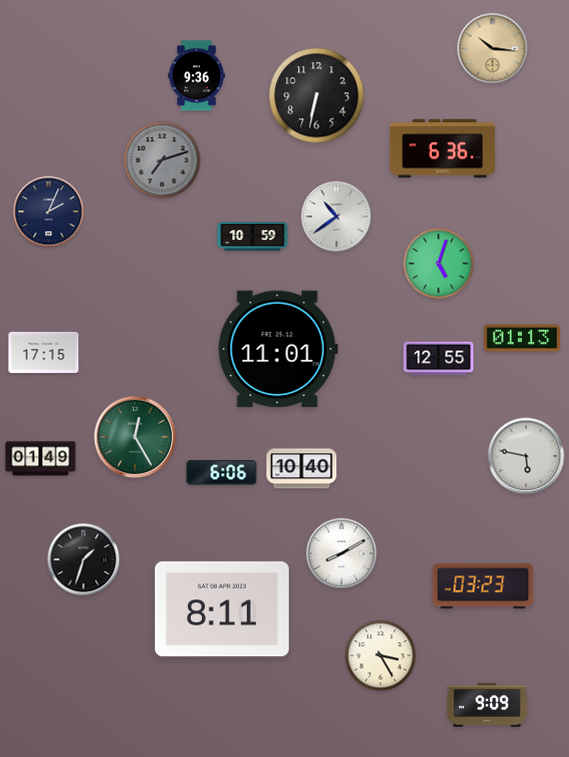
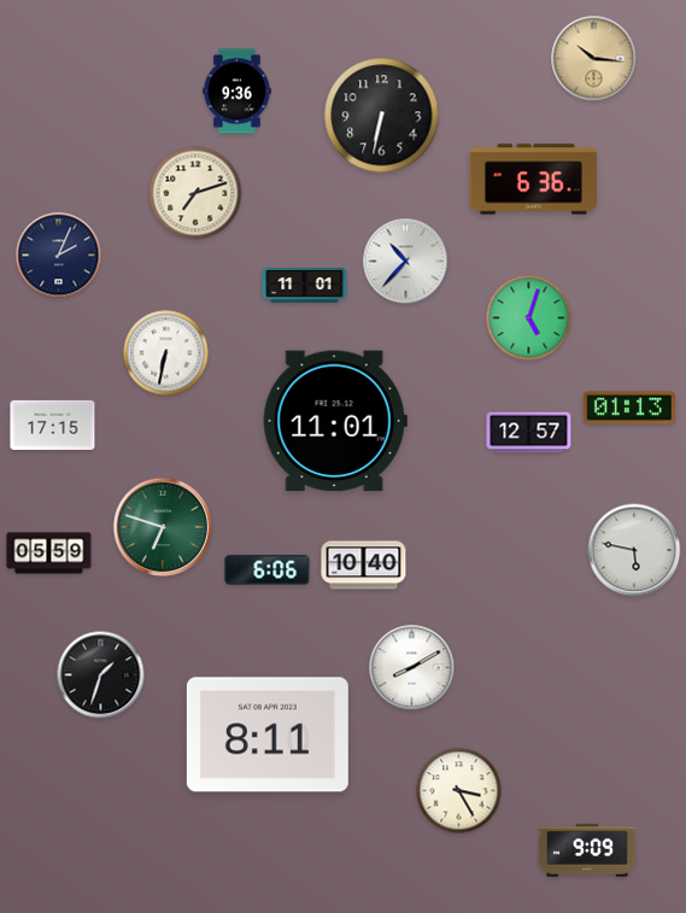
clock at (162, 160) dial: grey -> cream
clock at (337, 217): 10:39 -> 10:37
clock at (253, 237): 10:59 -> 11:01
clock at (166, 353): none -> 6:32
clock at (439, 359): 12:55 -> 12:57
clock at (135, 437): 12:25 -> 6:48
clock at (41, 459): 01:49 -> 05:59
clock at (483, 586): 03:23 -> none
